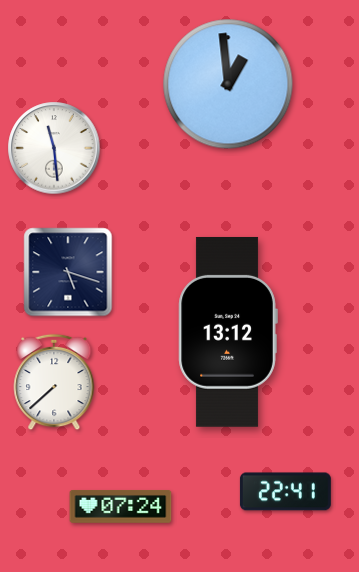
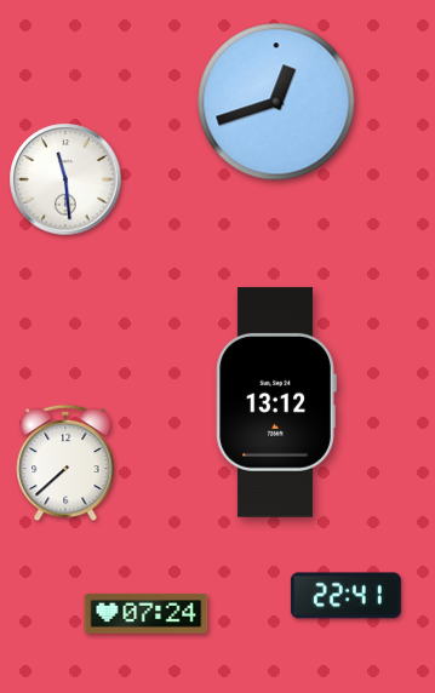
clock at (228, 84): 12:59 -> 12:42
clock at (68, 272): 5:18 -> none
